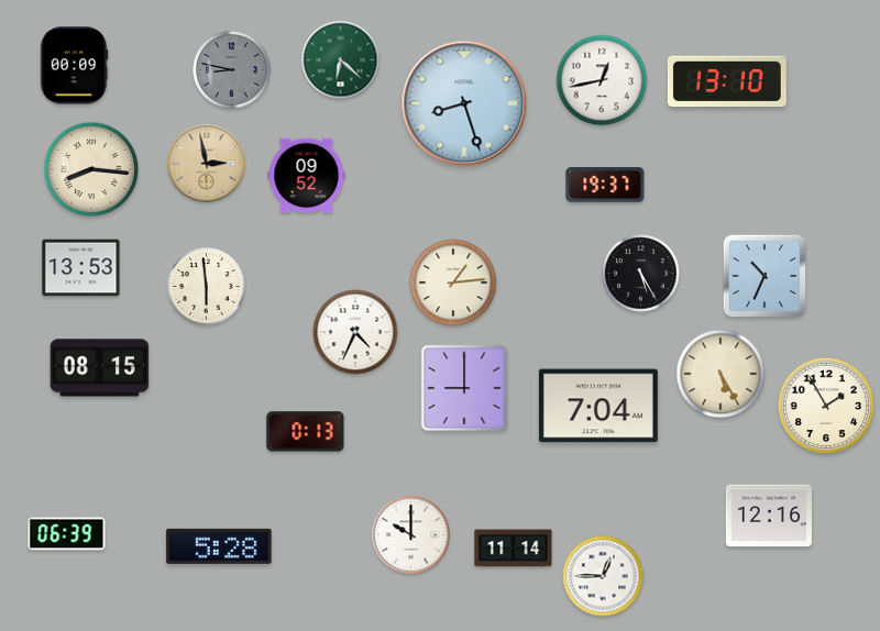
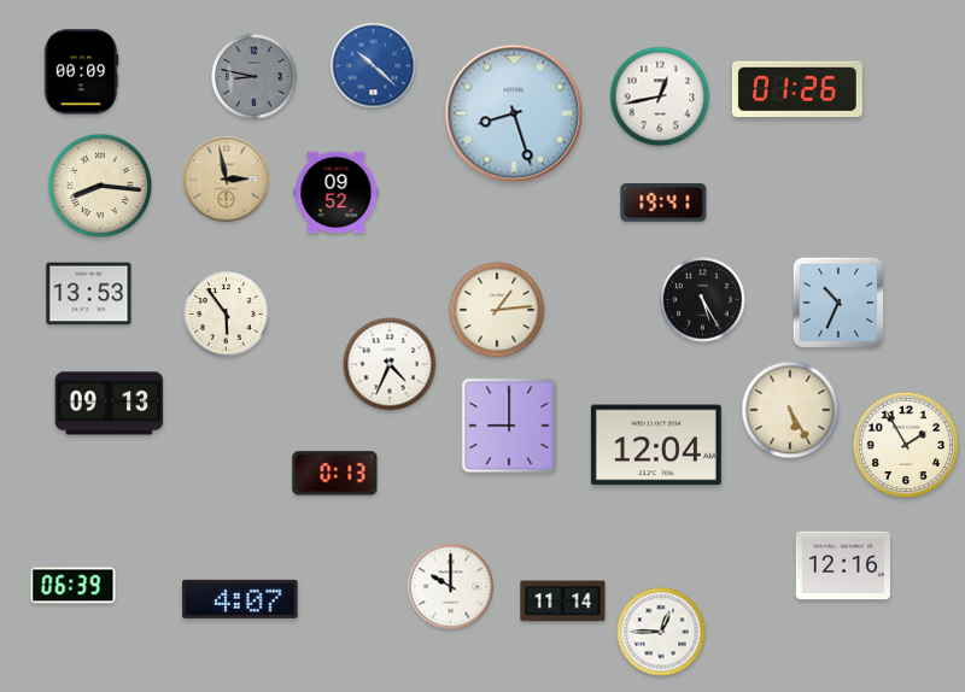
clock at (341, 60): 6:22 -> 10:22
clock at (341, 60) dial: green -> blue
clock at (602, 80) position: (602, 80) -> (660, 96)
clock at (727, 80): 13:10 -> 01:26
clock at (464, 103) position: (464, 103) -> (514, 113)
clock at (605, 185): 19:37 -> 19:41
clock at (207, 287): 5:59 -> 5:54
clock at (100, 368): 08:15 -> 09:13
clock at (598, 406): 7:04 -> 12:04
clock at (219, 546): 5:28 -> 4:07
